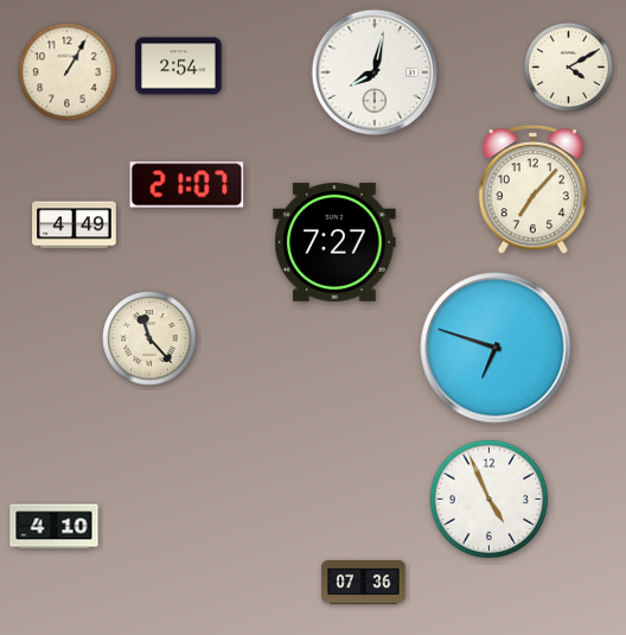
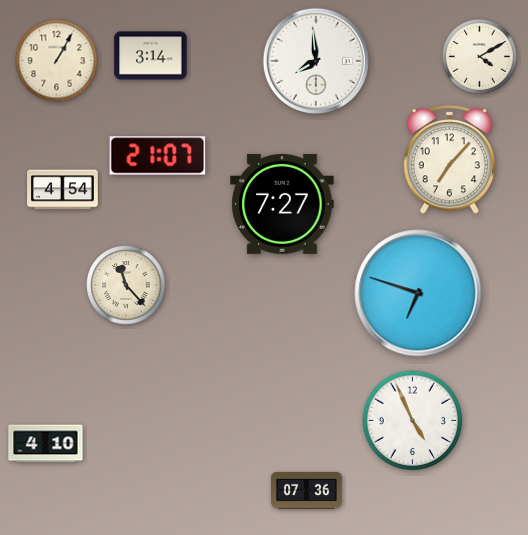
clock at (179, 66): 2:54 -> 3:14
clock at (373, 71): 8:02 -> 7:59
clock at (75, 226): 4:49 -> 4:54
